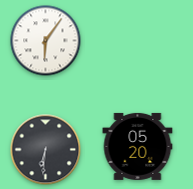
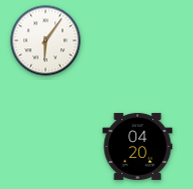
clock at (138, 146): 05:20 -> 04:20
clock at (46, 150): 6:31 -> none
